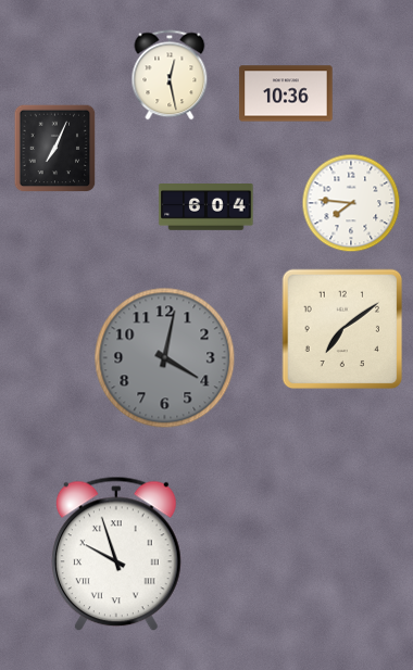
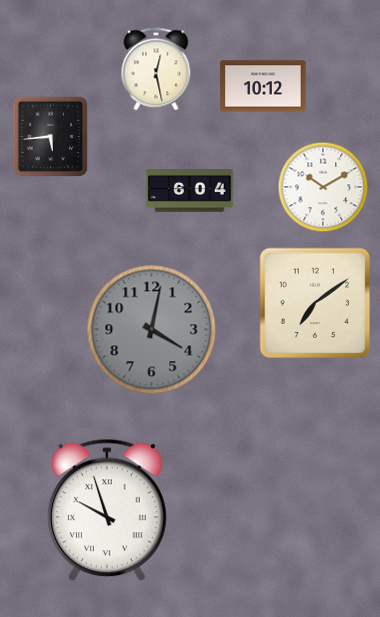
clock at (286, 93): 10:36 -> 10:12
clock at (55, 149): 7:04 -> 5:44
clock at (351, 203): 7:46 -> 10:10
